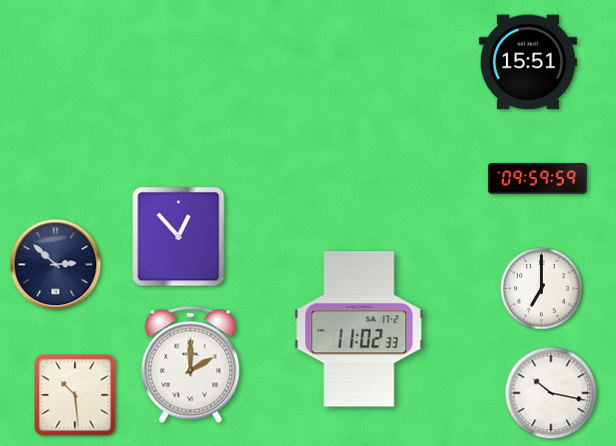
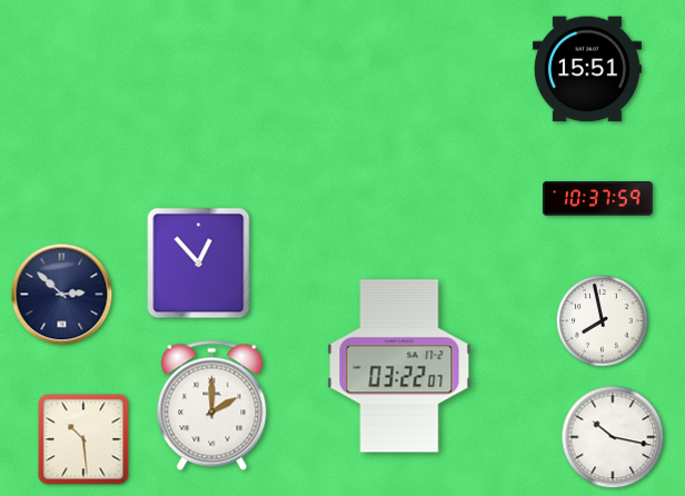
clock at (537, 179): 09:59 -> 10:37
clock at (542, 289): 7:00 -> 7:58
clock at (359, 329): 11:02 -> 03:22
